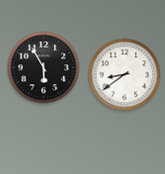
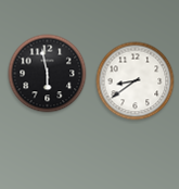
clock at (44, 68): 5:55 -> 5:58
